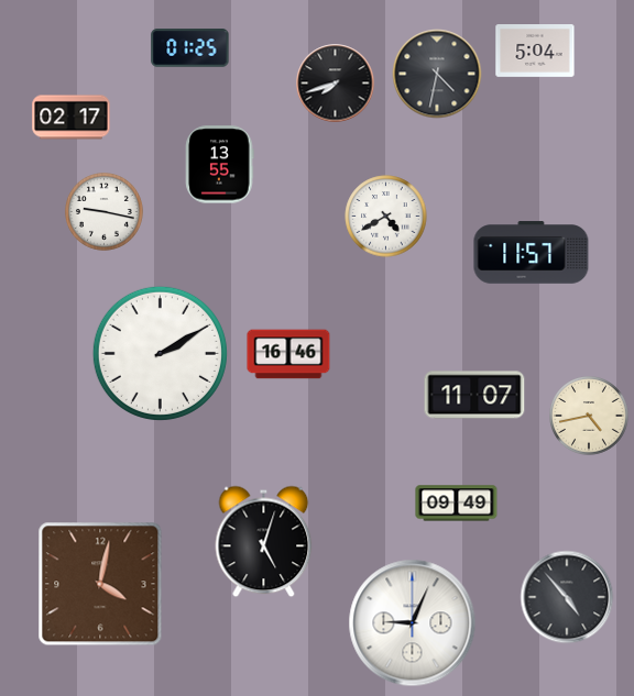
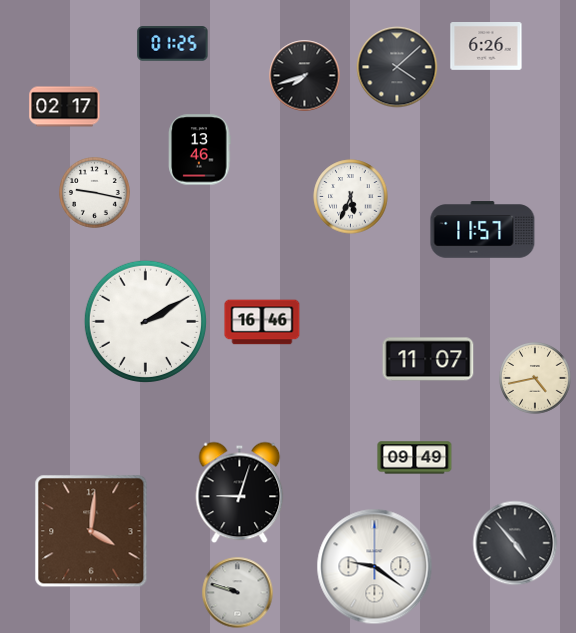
clock at (535, 52): 5:04 -> 6:26
clock at (437, 74): 4:32 -> 4:08
clock at (220, 165): 13:55 -> 13:46
clock at (386, 217): 4:40 -> 5:34
clock at (474, 395) position: (474, 395) -> (428, 359)
clock at (264, 542): 5:03 -> 9:03
clock at (100, 584): 4:02 -> 4:01
clock at (413, 623): 9:04 -> 9:21
clock at (238, 593): none -> 9:48
